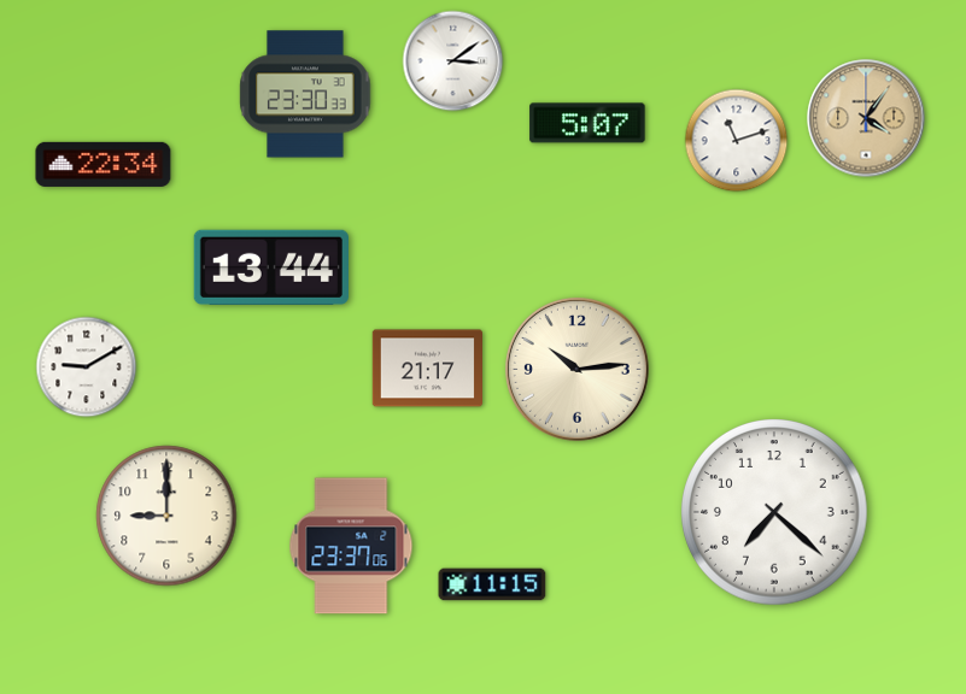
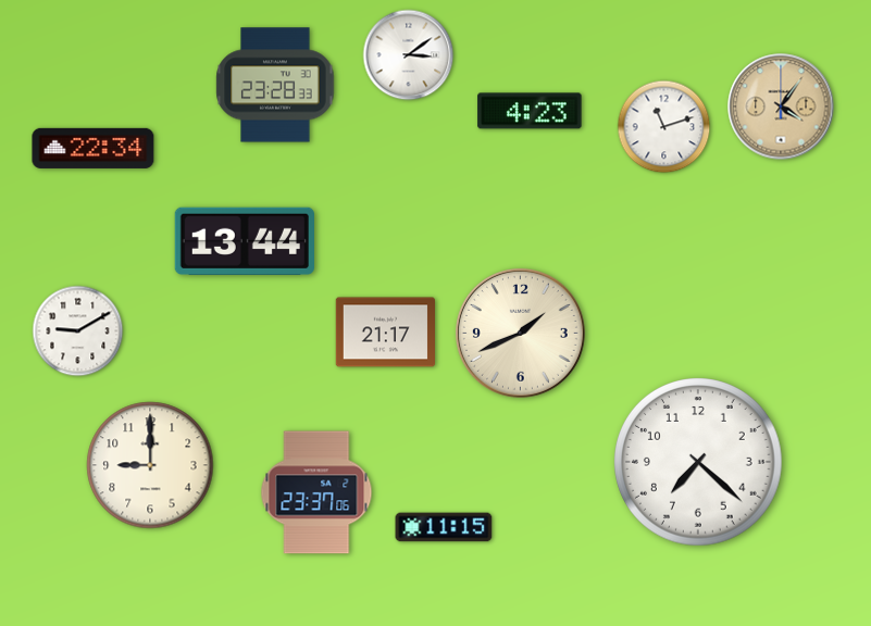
clock at (305, 94): 23:30 -> 23:28
clock at (587, 123): 5:07 -> 4:23
clock at (576, 369): 10:14 -> 1:41
